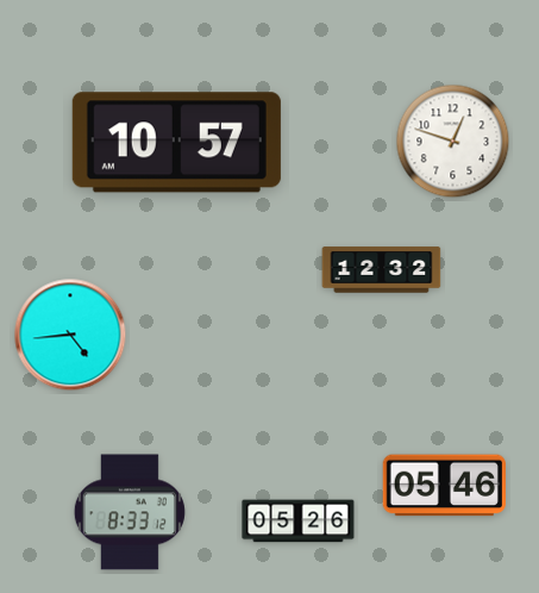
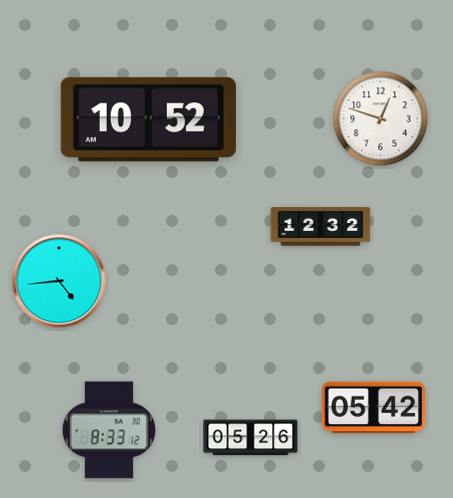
clock at (176, 143): 10:57 -> 10:52
clock at (444, 486): 05:46 -> 05:42
